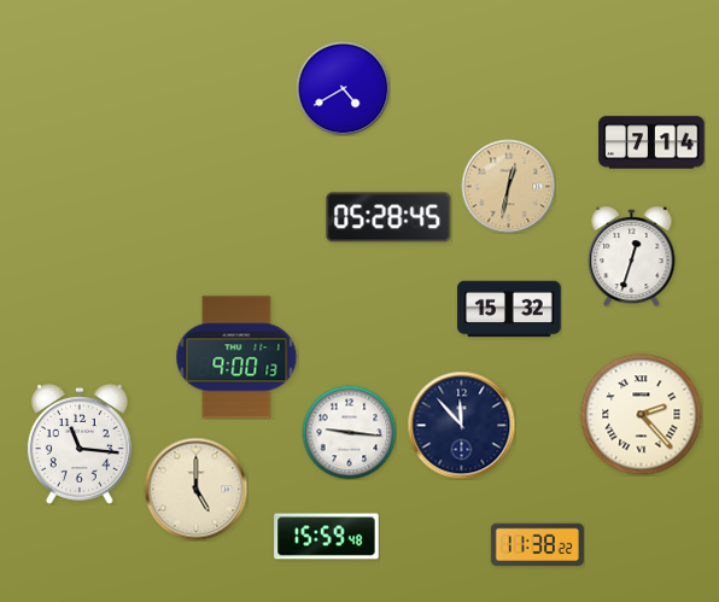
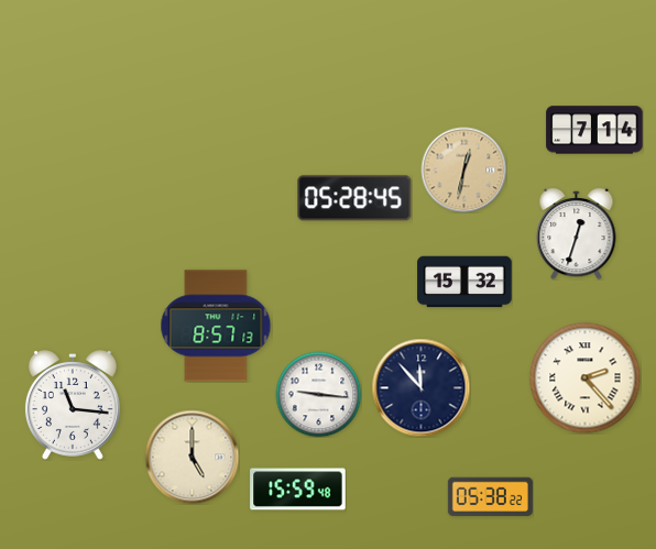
clock at (343, 88): 4:40 -> none
clock at (236, 357): 9:00 -> 8:57
clock at (195, 489) position: (195, 489) -> (192, 457)
clock at (537, 545): 11:38 -> 05:38
